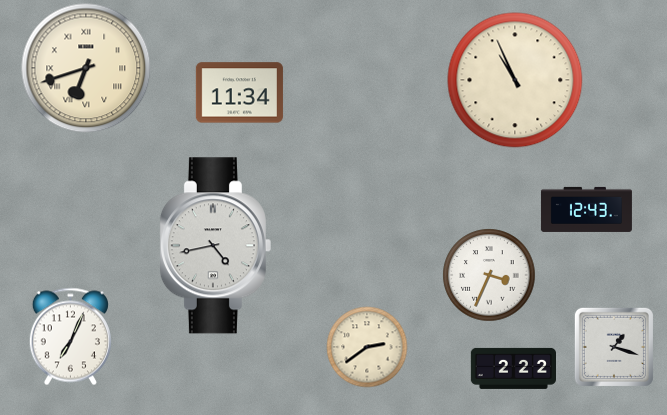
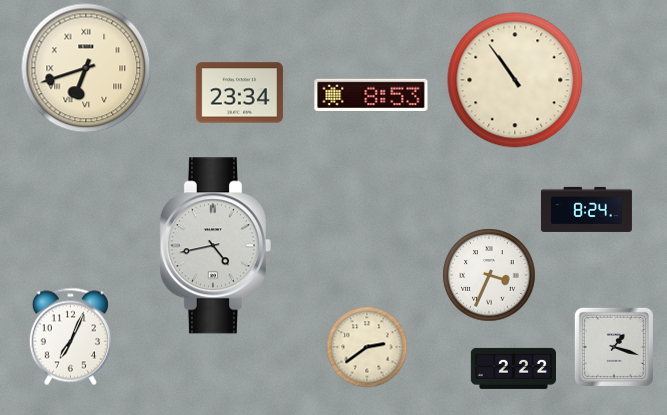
clock at (515, 80): 10:56 -> 10:54
clock at (239, 93): 11:34 -> 23:34
clock at (371, 95): none -> 8:53
clock at (586, 209): 12:43 -> 8:24
